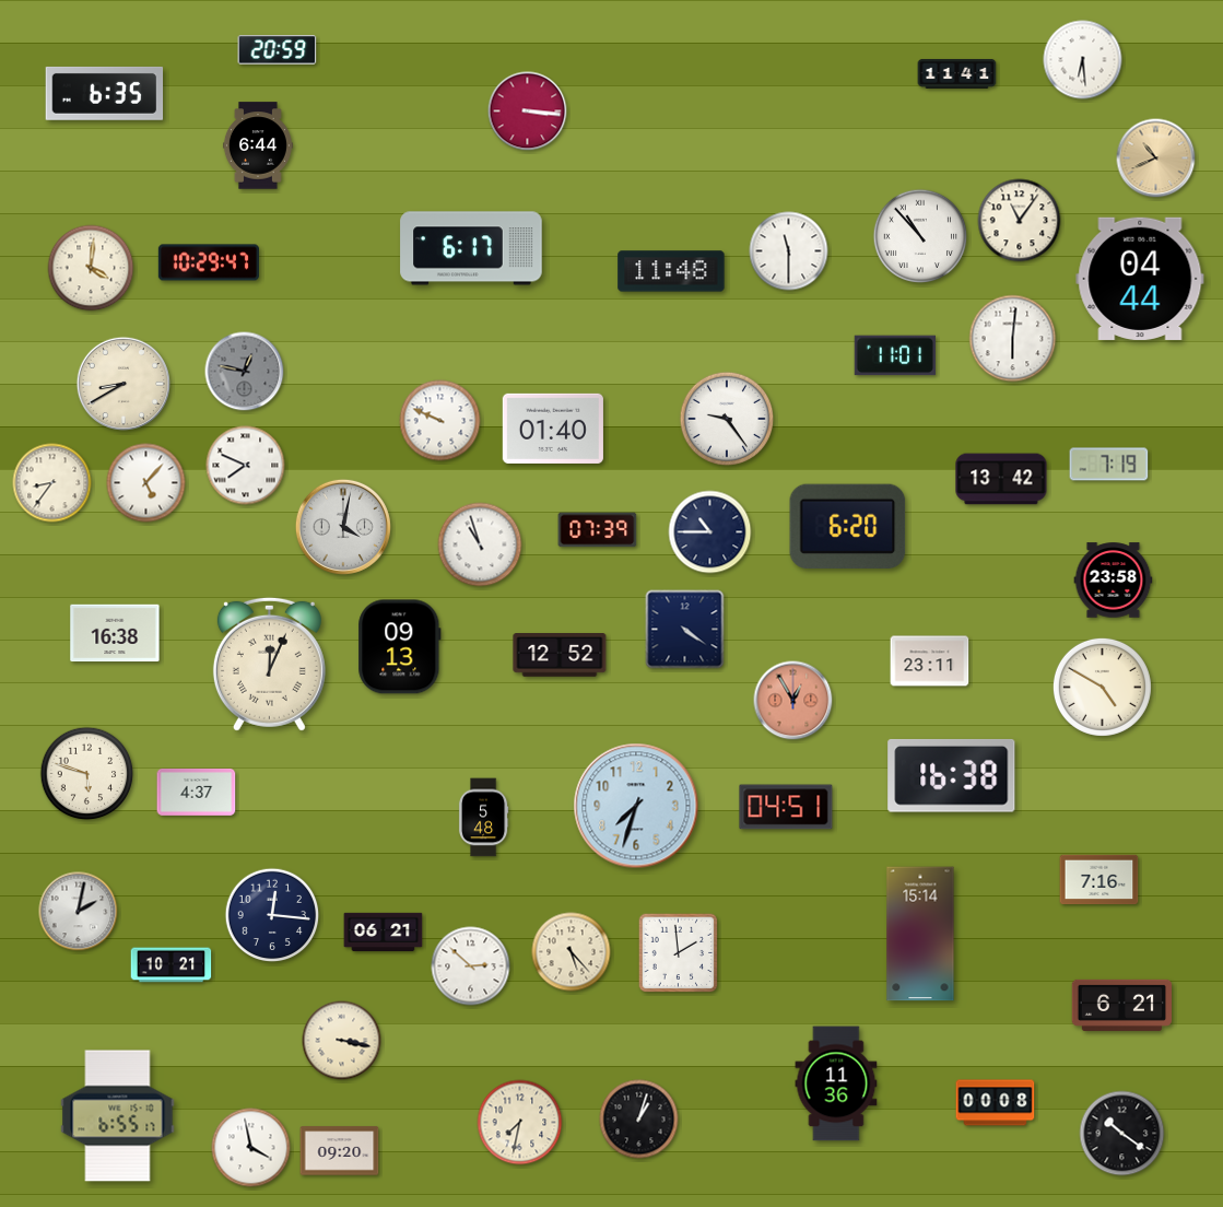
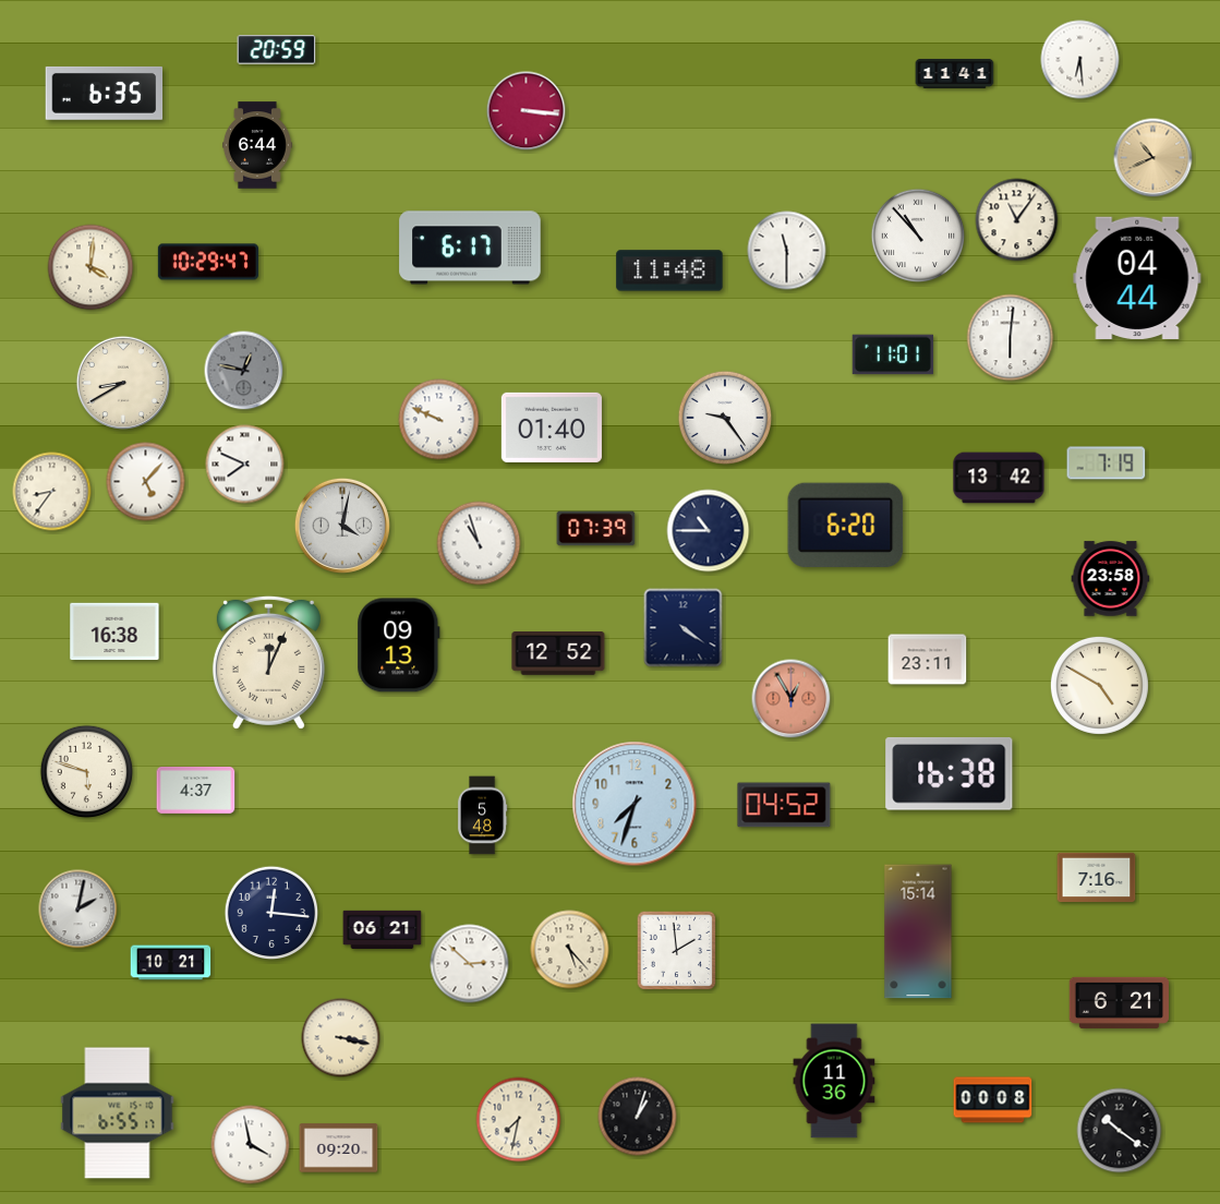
clock at (52, 483) position: (52, 483) -> (52, 492)
clock at (786, 807): 04:51 -> 04:52
